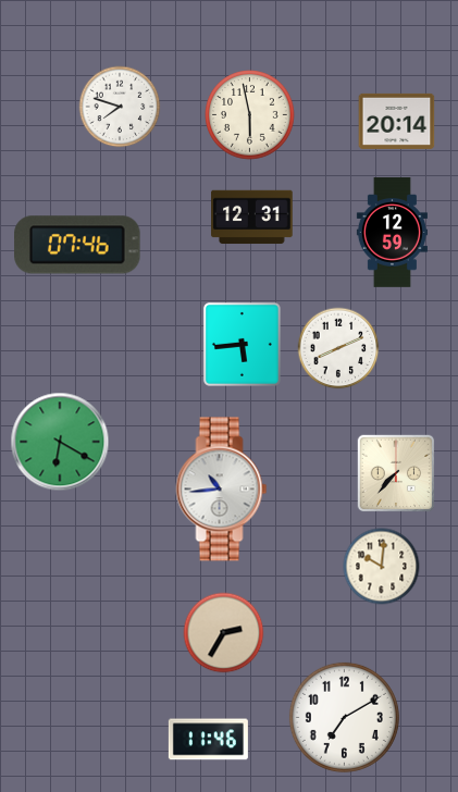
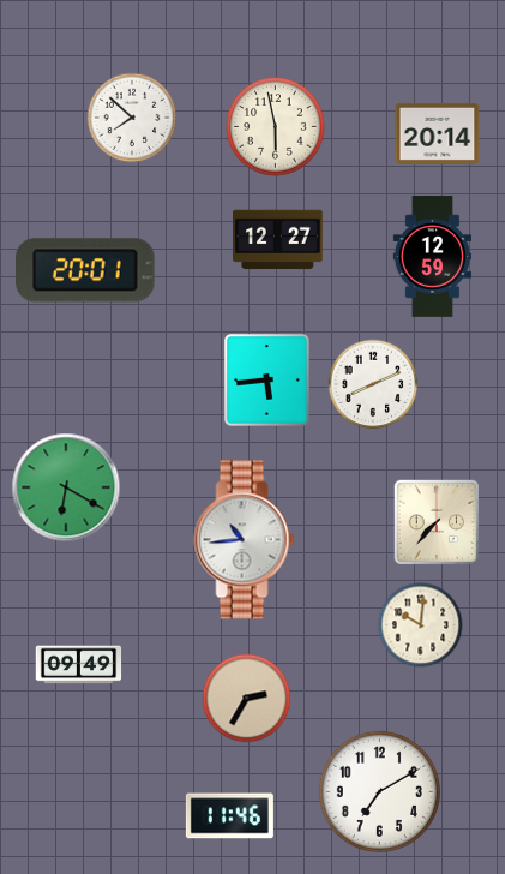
clock at (120, 107): 7:48 -> 7:52
clock at (252, 218): 12:31 -> 12:27
clock at (77, 245): 07:46 -> 20:01
clock at (79, 665): none -> 09:49
